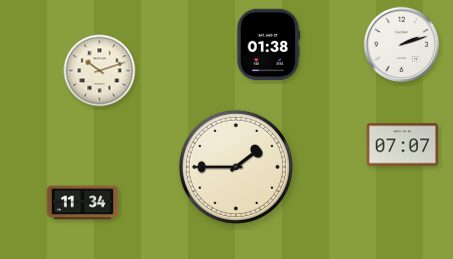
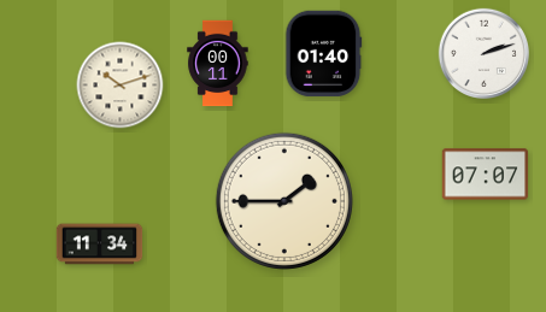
clock at (268, 45): 01:38 -> 01:40
clock at (218, 64): none -> 00:11
